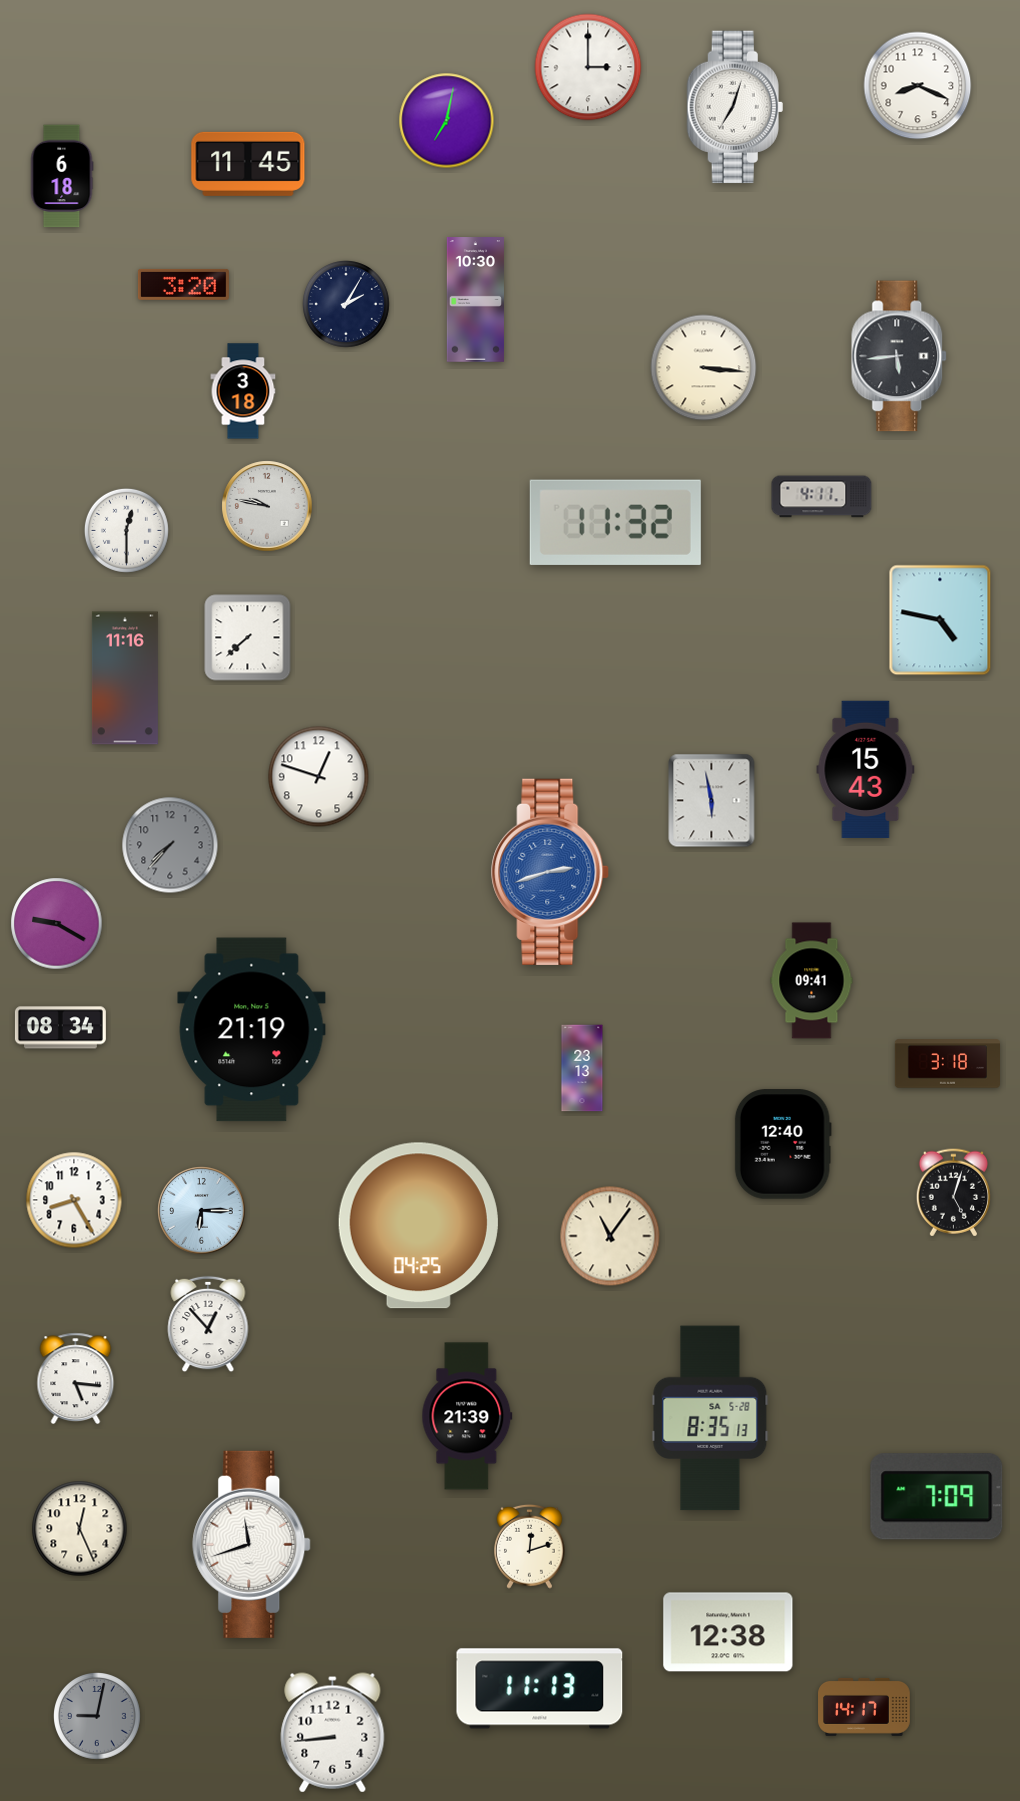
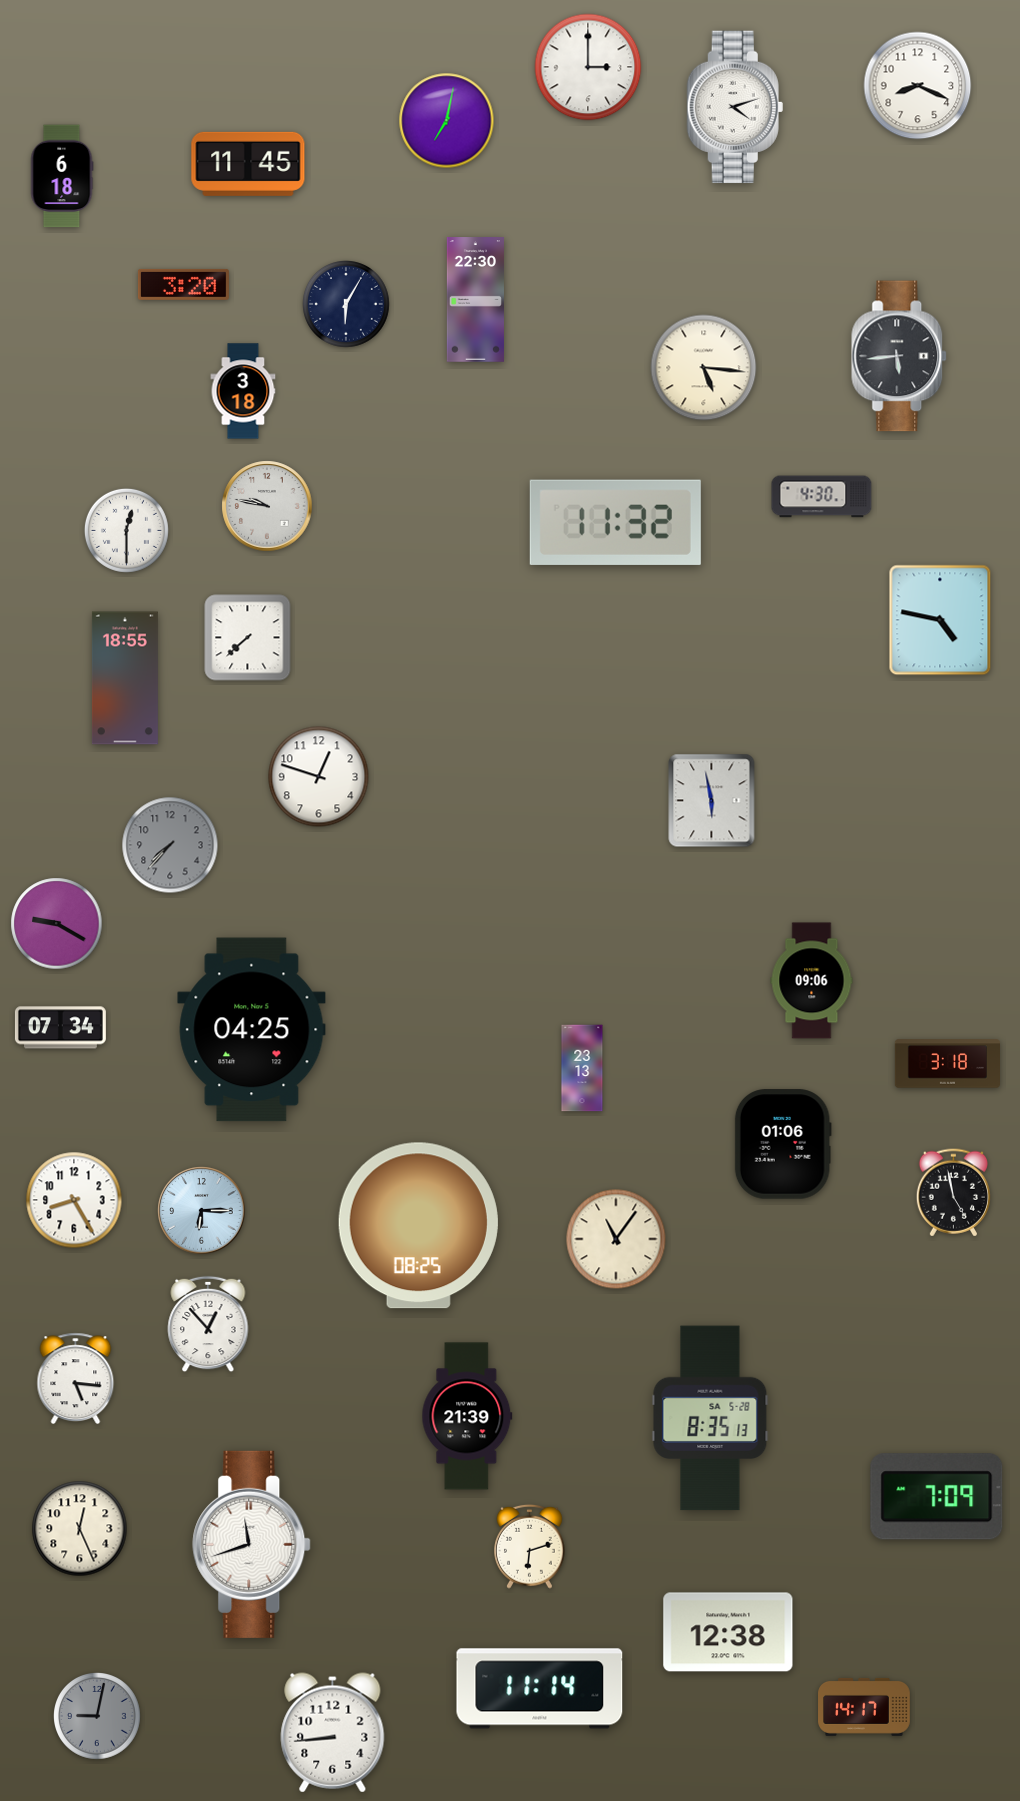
clock at (735, 107): 7:03 -> 4:12
clock at (475, 300): 10:30 -> 22:30
clock at (347, 305): 2:05 -> 6:05
clock at (704, 368): 3:16 -> 5:16
clock at (822, 497): 4:11 -> 4:30
clock at (125, 678): 11:16 -> 18:55
clock at (866, 769): 15:43 -> none
clock at (551, 872): 2:42 -> none
clock at (812, 981): 09:41 -> 09:06
clock at (60, 1028): 08:34 -> 07:34
clock at (252, 1030): 21:19 -> 04:25
clock at (783, 1144): 12:40 -> 01:06
clock at (953, 1193): 5:03 -> 4:58
clock at (418, 1226): 04:25 -> 08:25
clock at (610, 1236) position: (610, 1236) -> (616, 1239)
clock at (530, 1546): 12:12 -> 6:12
clock at (540, 1689): 11:13 -> 11:14
